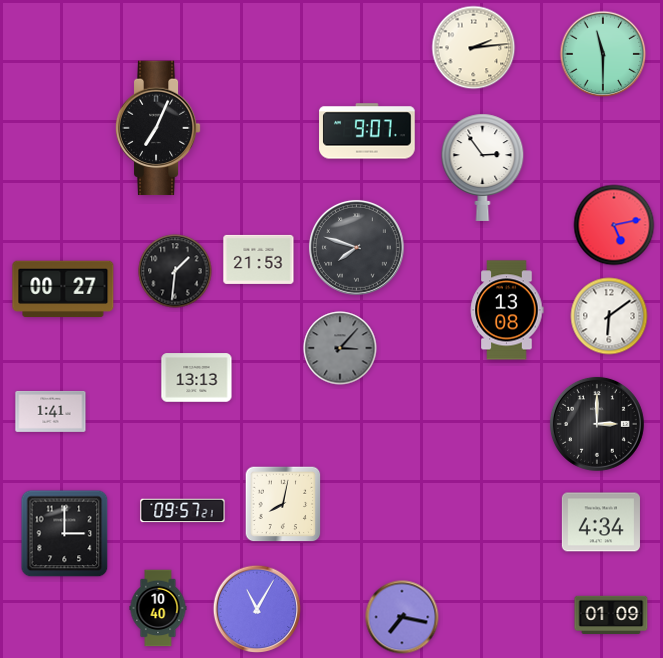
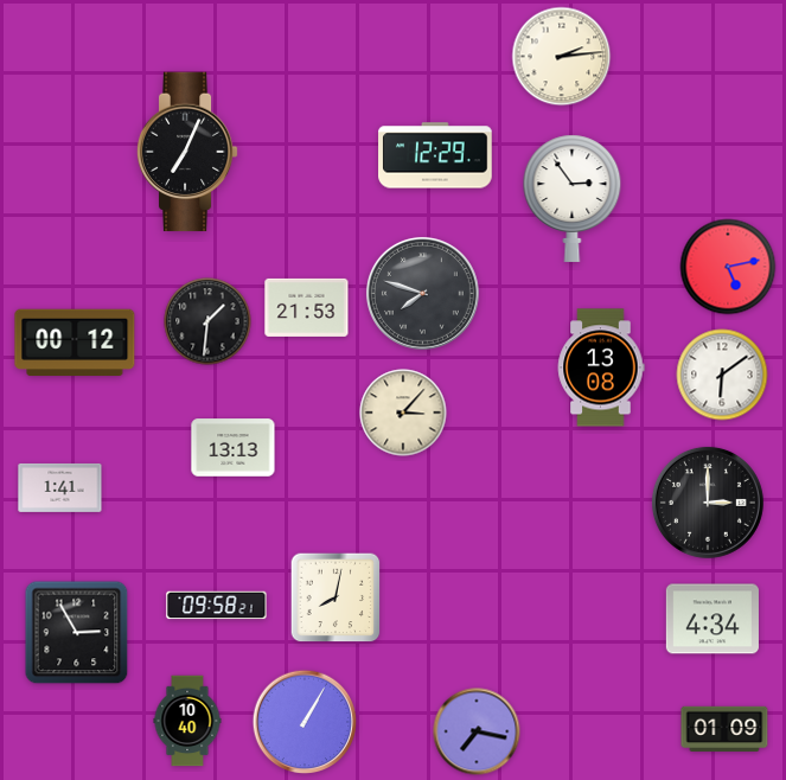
clock at (603, 54): 11:30 -> none
clock at (367, 131): 9:07 -> 12:29
clock at (63, 289): 00:27 -> 00:12
clock at (340, 348) dial: grey -> cream
clock at (183, 511): 09:57 -> 09:58
clock at (65, 534): 3:00 -> 2:55
clock at (257, 609): 11:05 -> 1:05
